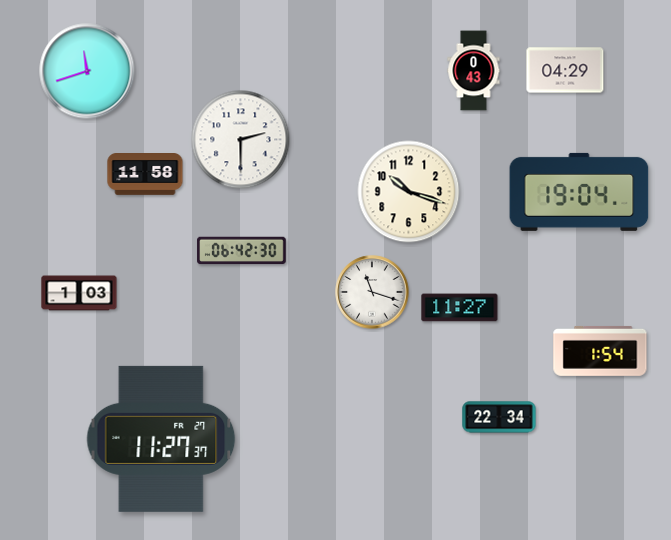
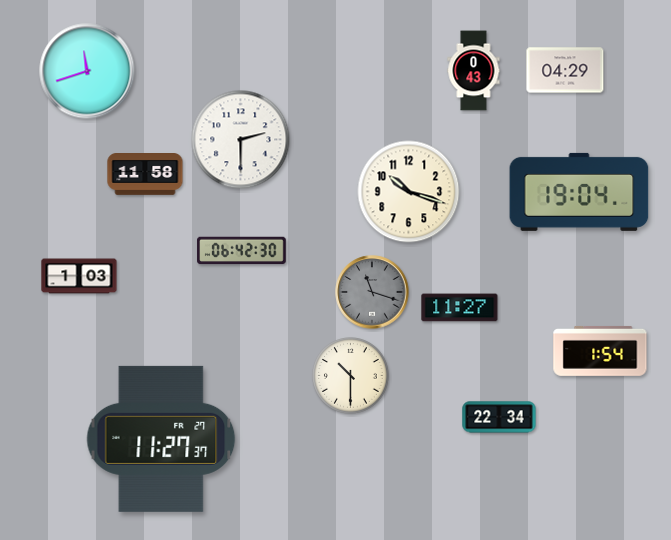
clock at (372, 292) dial: white -> grey
clock at (79, 293) position: (79, 293) -> (79, 276)
clock at (351, 376): none -> 10:30
